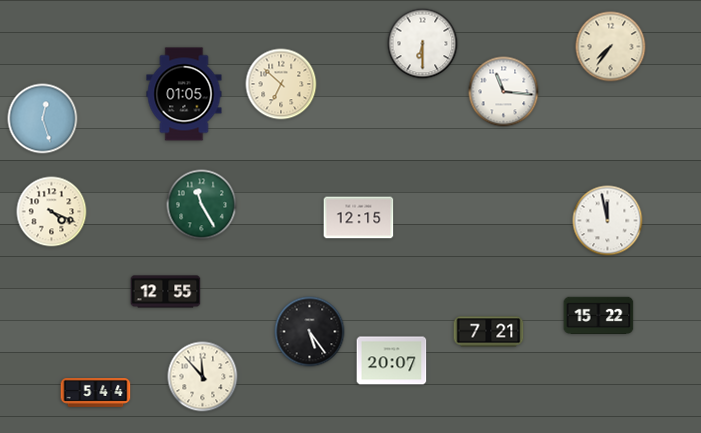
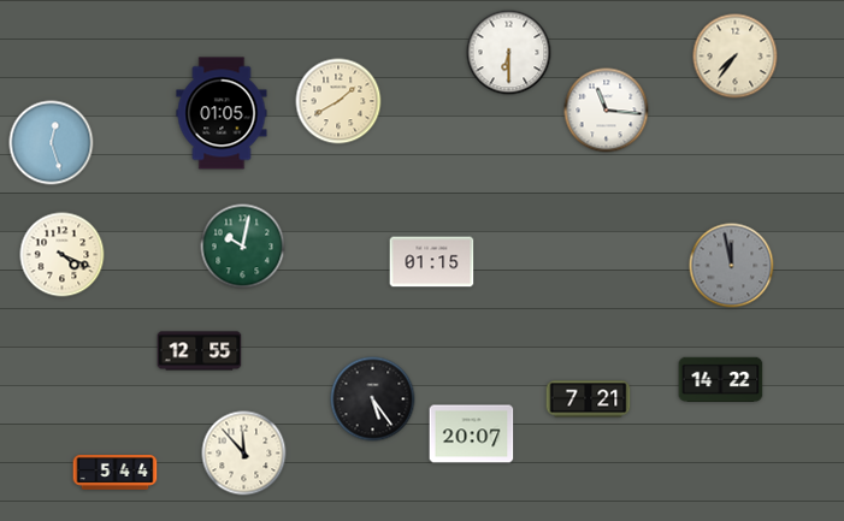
clock at (281, 84): 6:52 -> 1:40
clock at (202, 205): 11:25 -> 10:02
clock at (359, 218): 12:15 -> 01:15
clock at (608, 221) dial: white -> grey
clock at (599, 316): 15:22 -> 14:22
